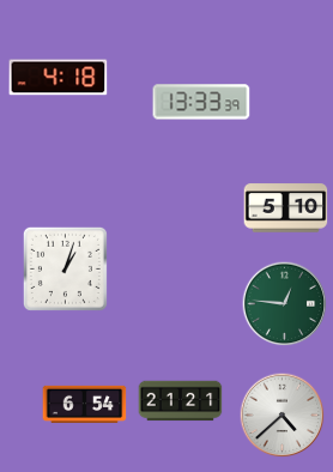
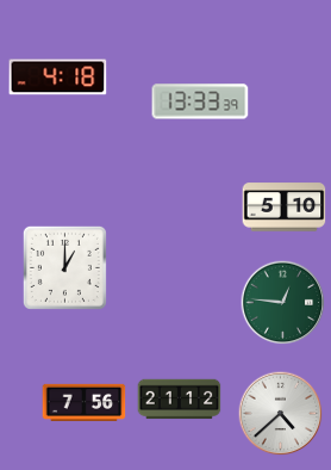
clock at (65, 268): 1:03 -> 1:00
clock at (181, 401): 21:21 -> 21:12
clock at (85, 404): 6:54 -> 7:56
